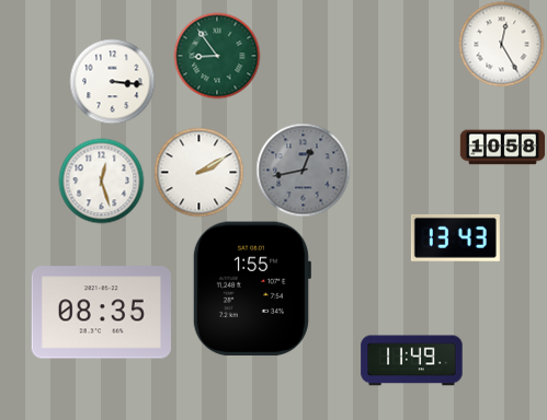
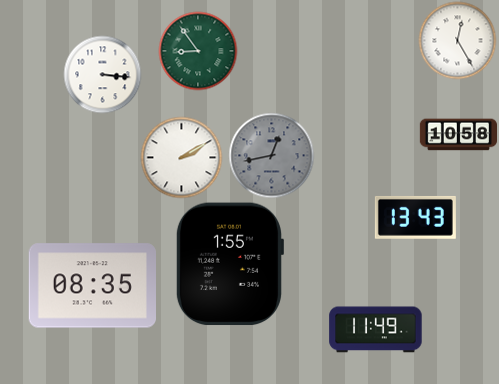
clock at (303, 170) position: (303, 170) -> (271, 155)
clock at (101, 180): 12:27 -> none
